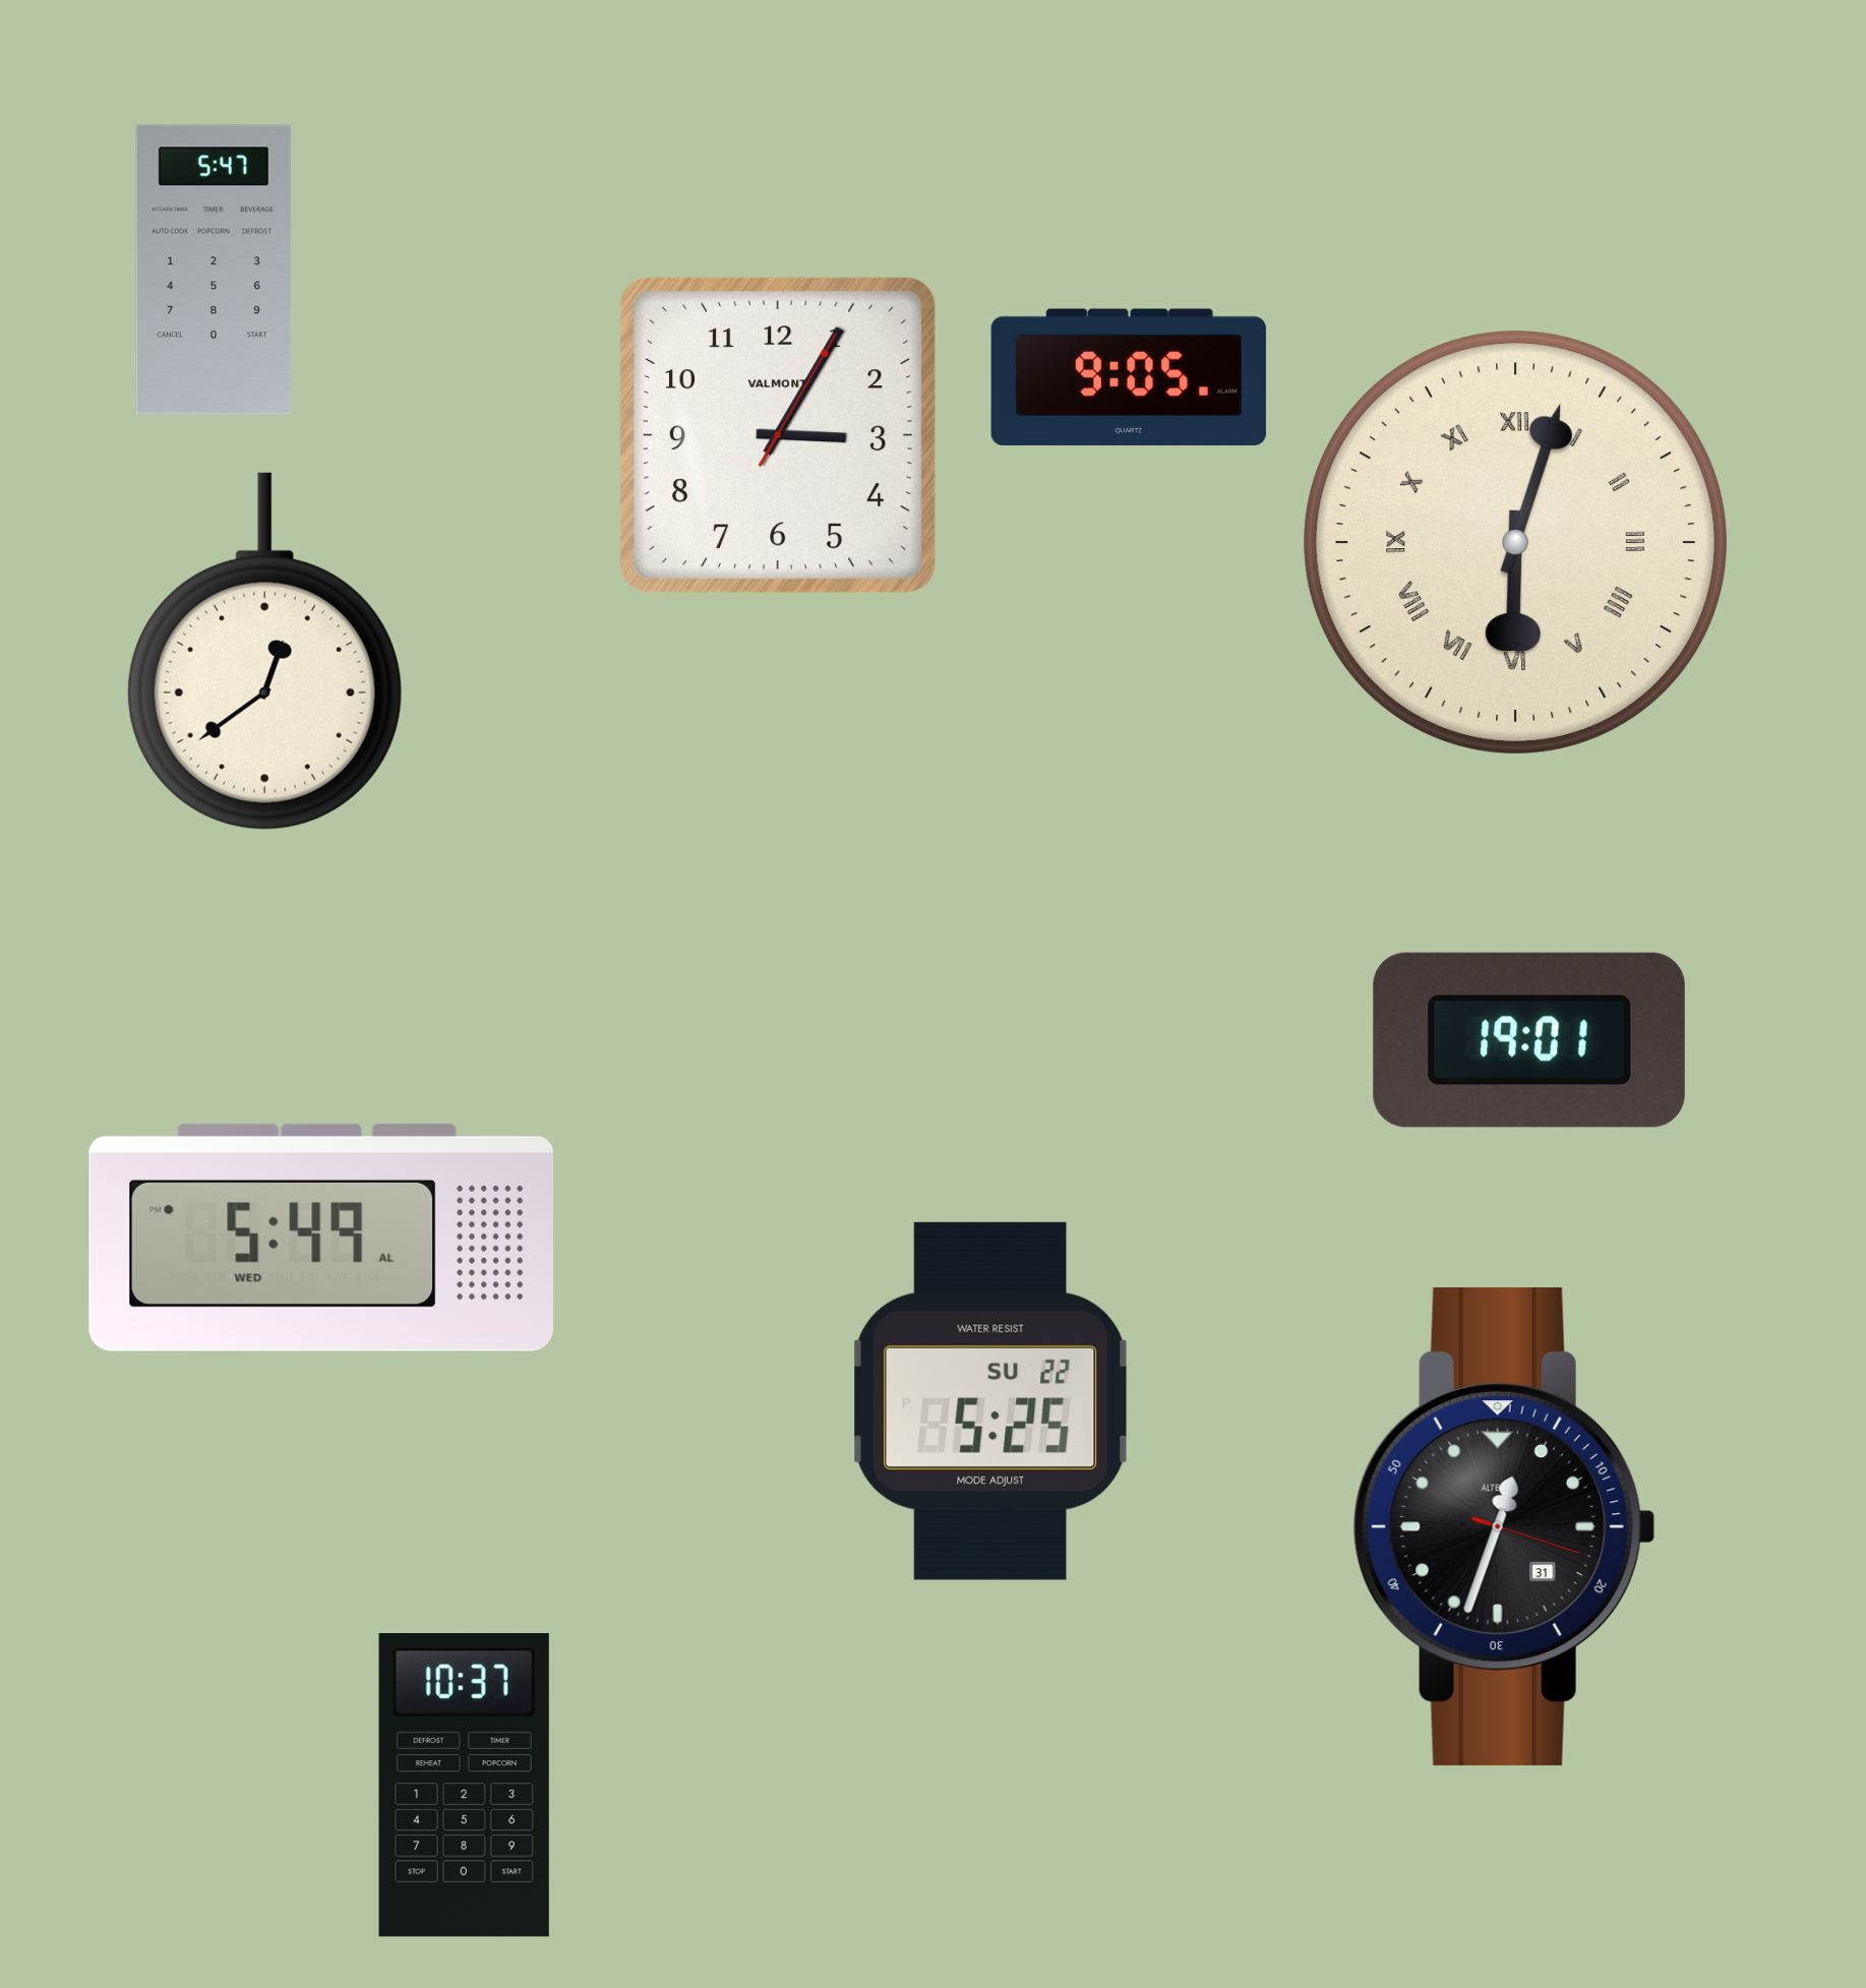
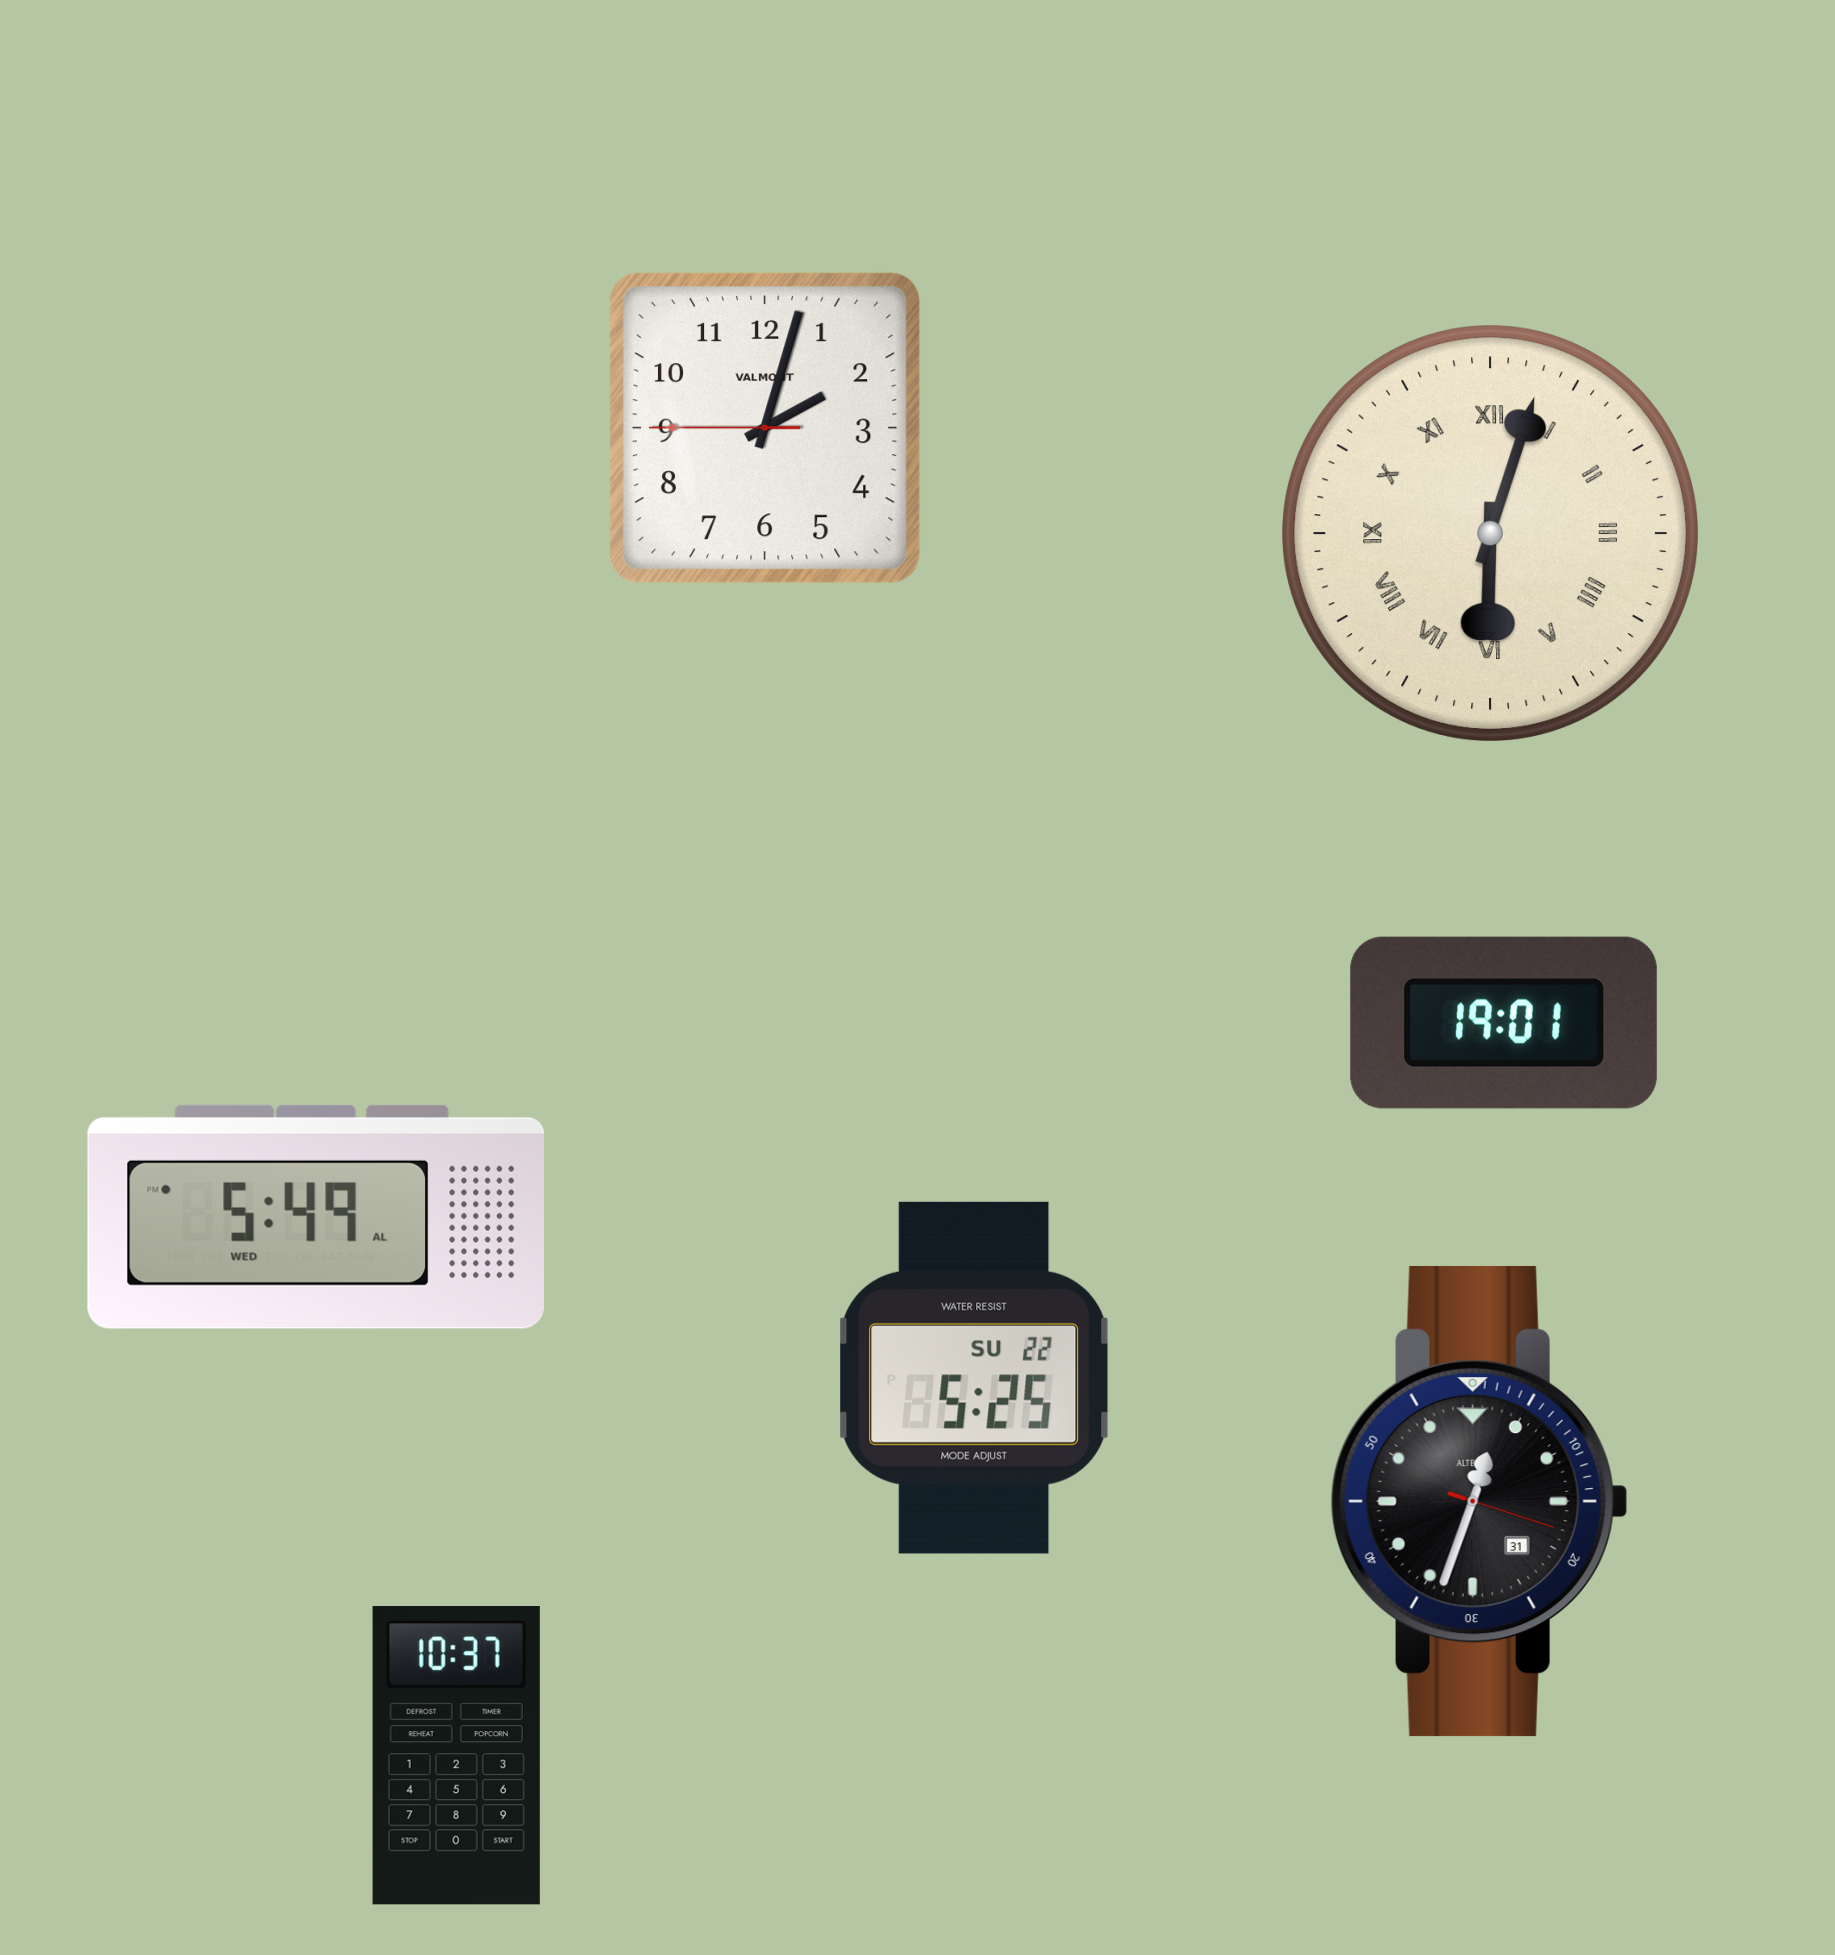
clock at (214, 269): 5:47 -> none
clock at (1129, 376): 9:05 -> none
clock at (778, 435): 3:05 -> 2:02
clock at (264, 652): 12:39 -> none
